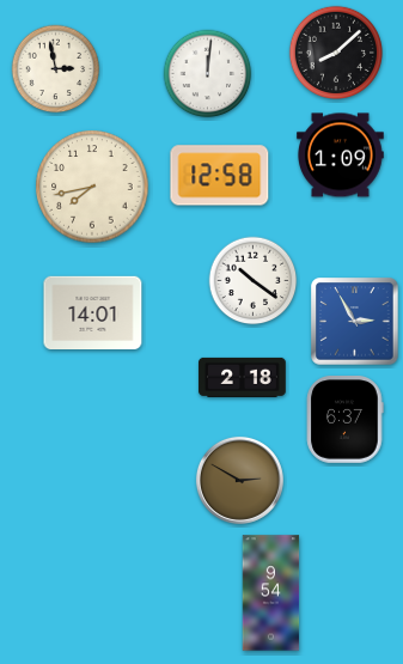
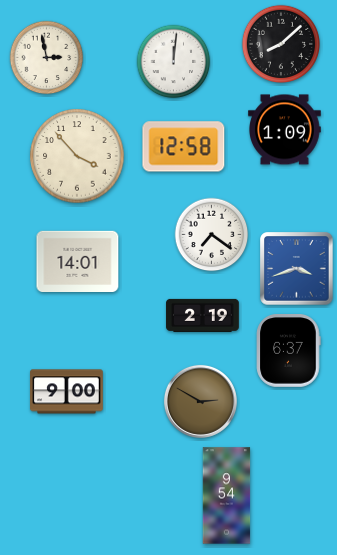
clock at (92, 187): 7:43 -> 3:53
clock at (254, 281): 10:21 -> 7:21
clock at (355, 322): 2:55 -> 3:42
clock at (243, 377): 2:18 -> 2:19
clock at (67, 392): none -> 9:00
